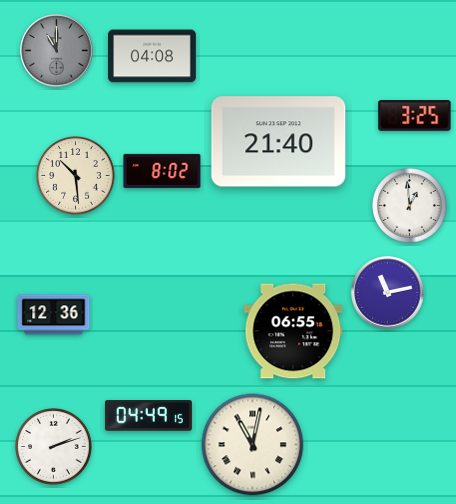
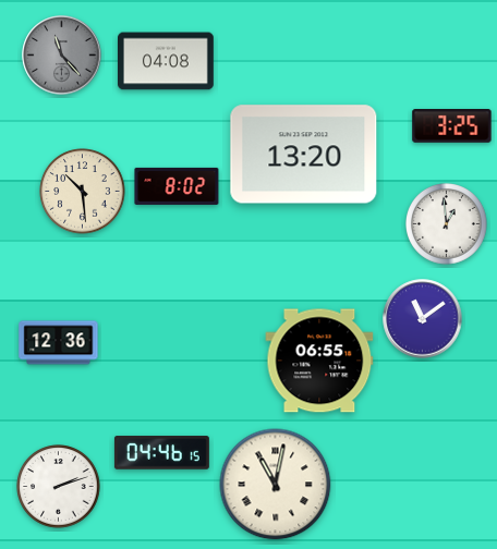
clock at (57, 51): 11:00 -> 11:23
clock at (279, 142): 21:40 -> 13:20
clock at (388, 293): 11:13 -> 11:09
clock at (148, 416): 04:49 -> 04:46
